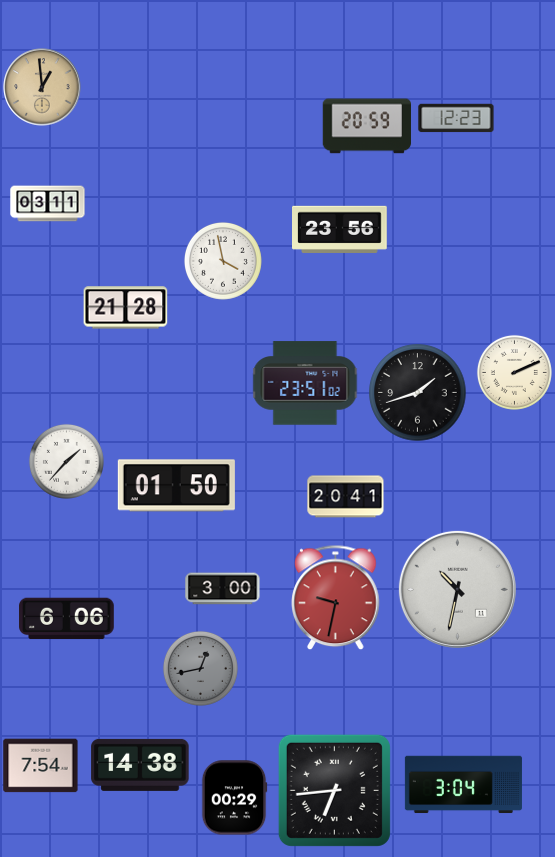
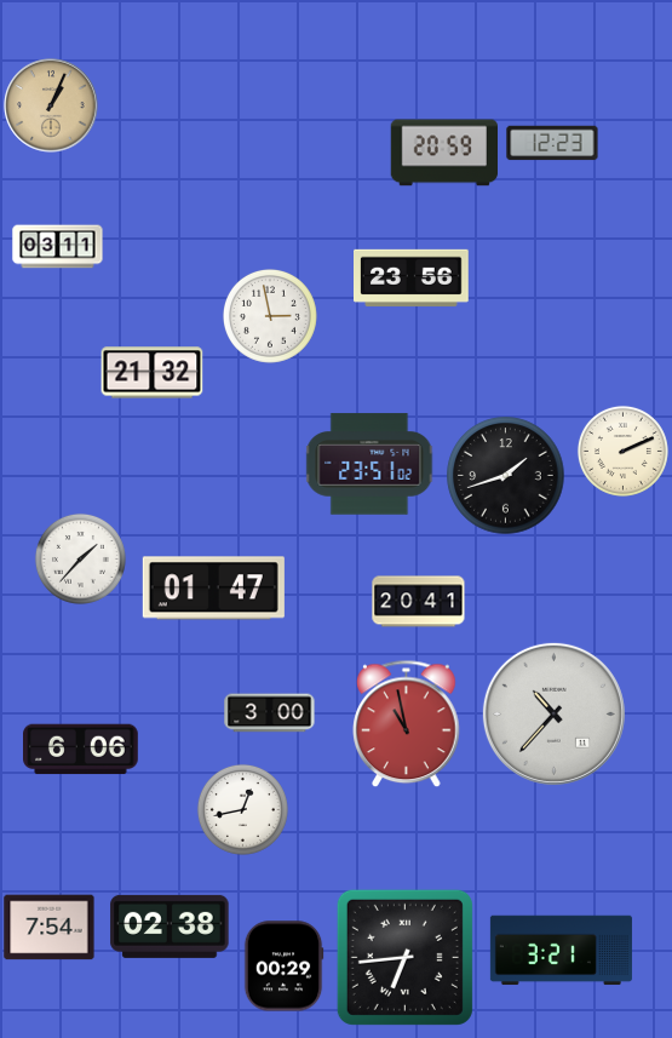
clock at (42, 87): 12:59 -> 1:04
clock at (223, 261): 3:58 -> 2:58
clock at (126, 308): 21:28 -> 21:32
clock at (176, 486): 01:50 -> 01:47
clock at (457, 589): 10:32 -> 10:37
clock at (336, 598): 9:32 -> 10:58
clock at (200, 668) dial: grey -> white
clock at (140, 765): 14:38 -> 02:38
clock at (463, 785): 3:04 -> 3:21
